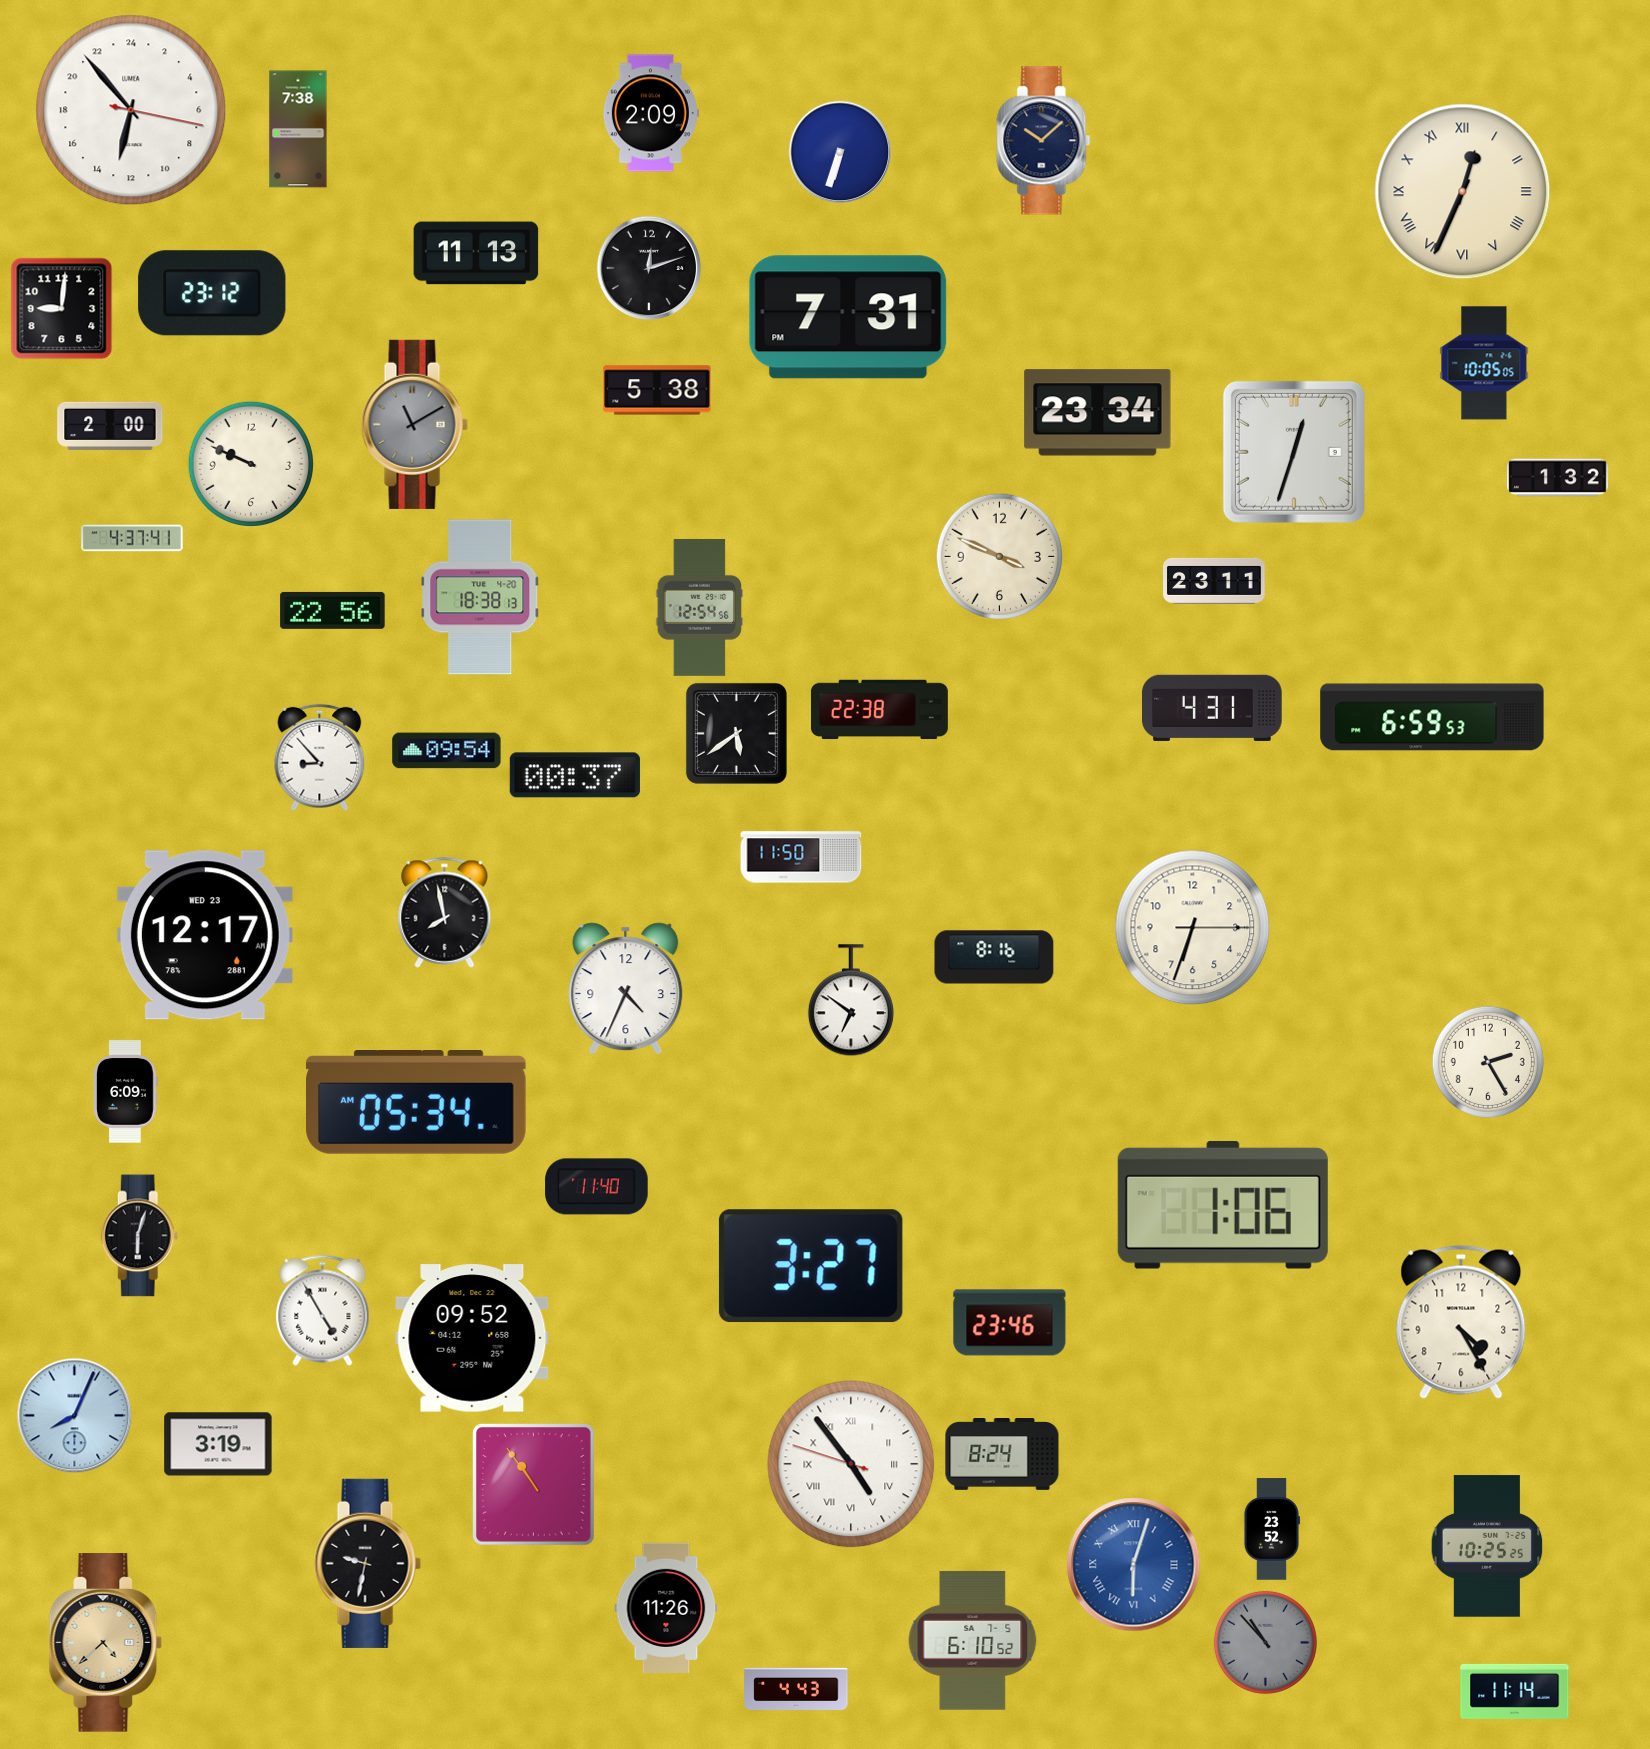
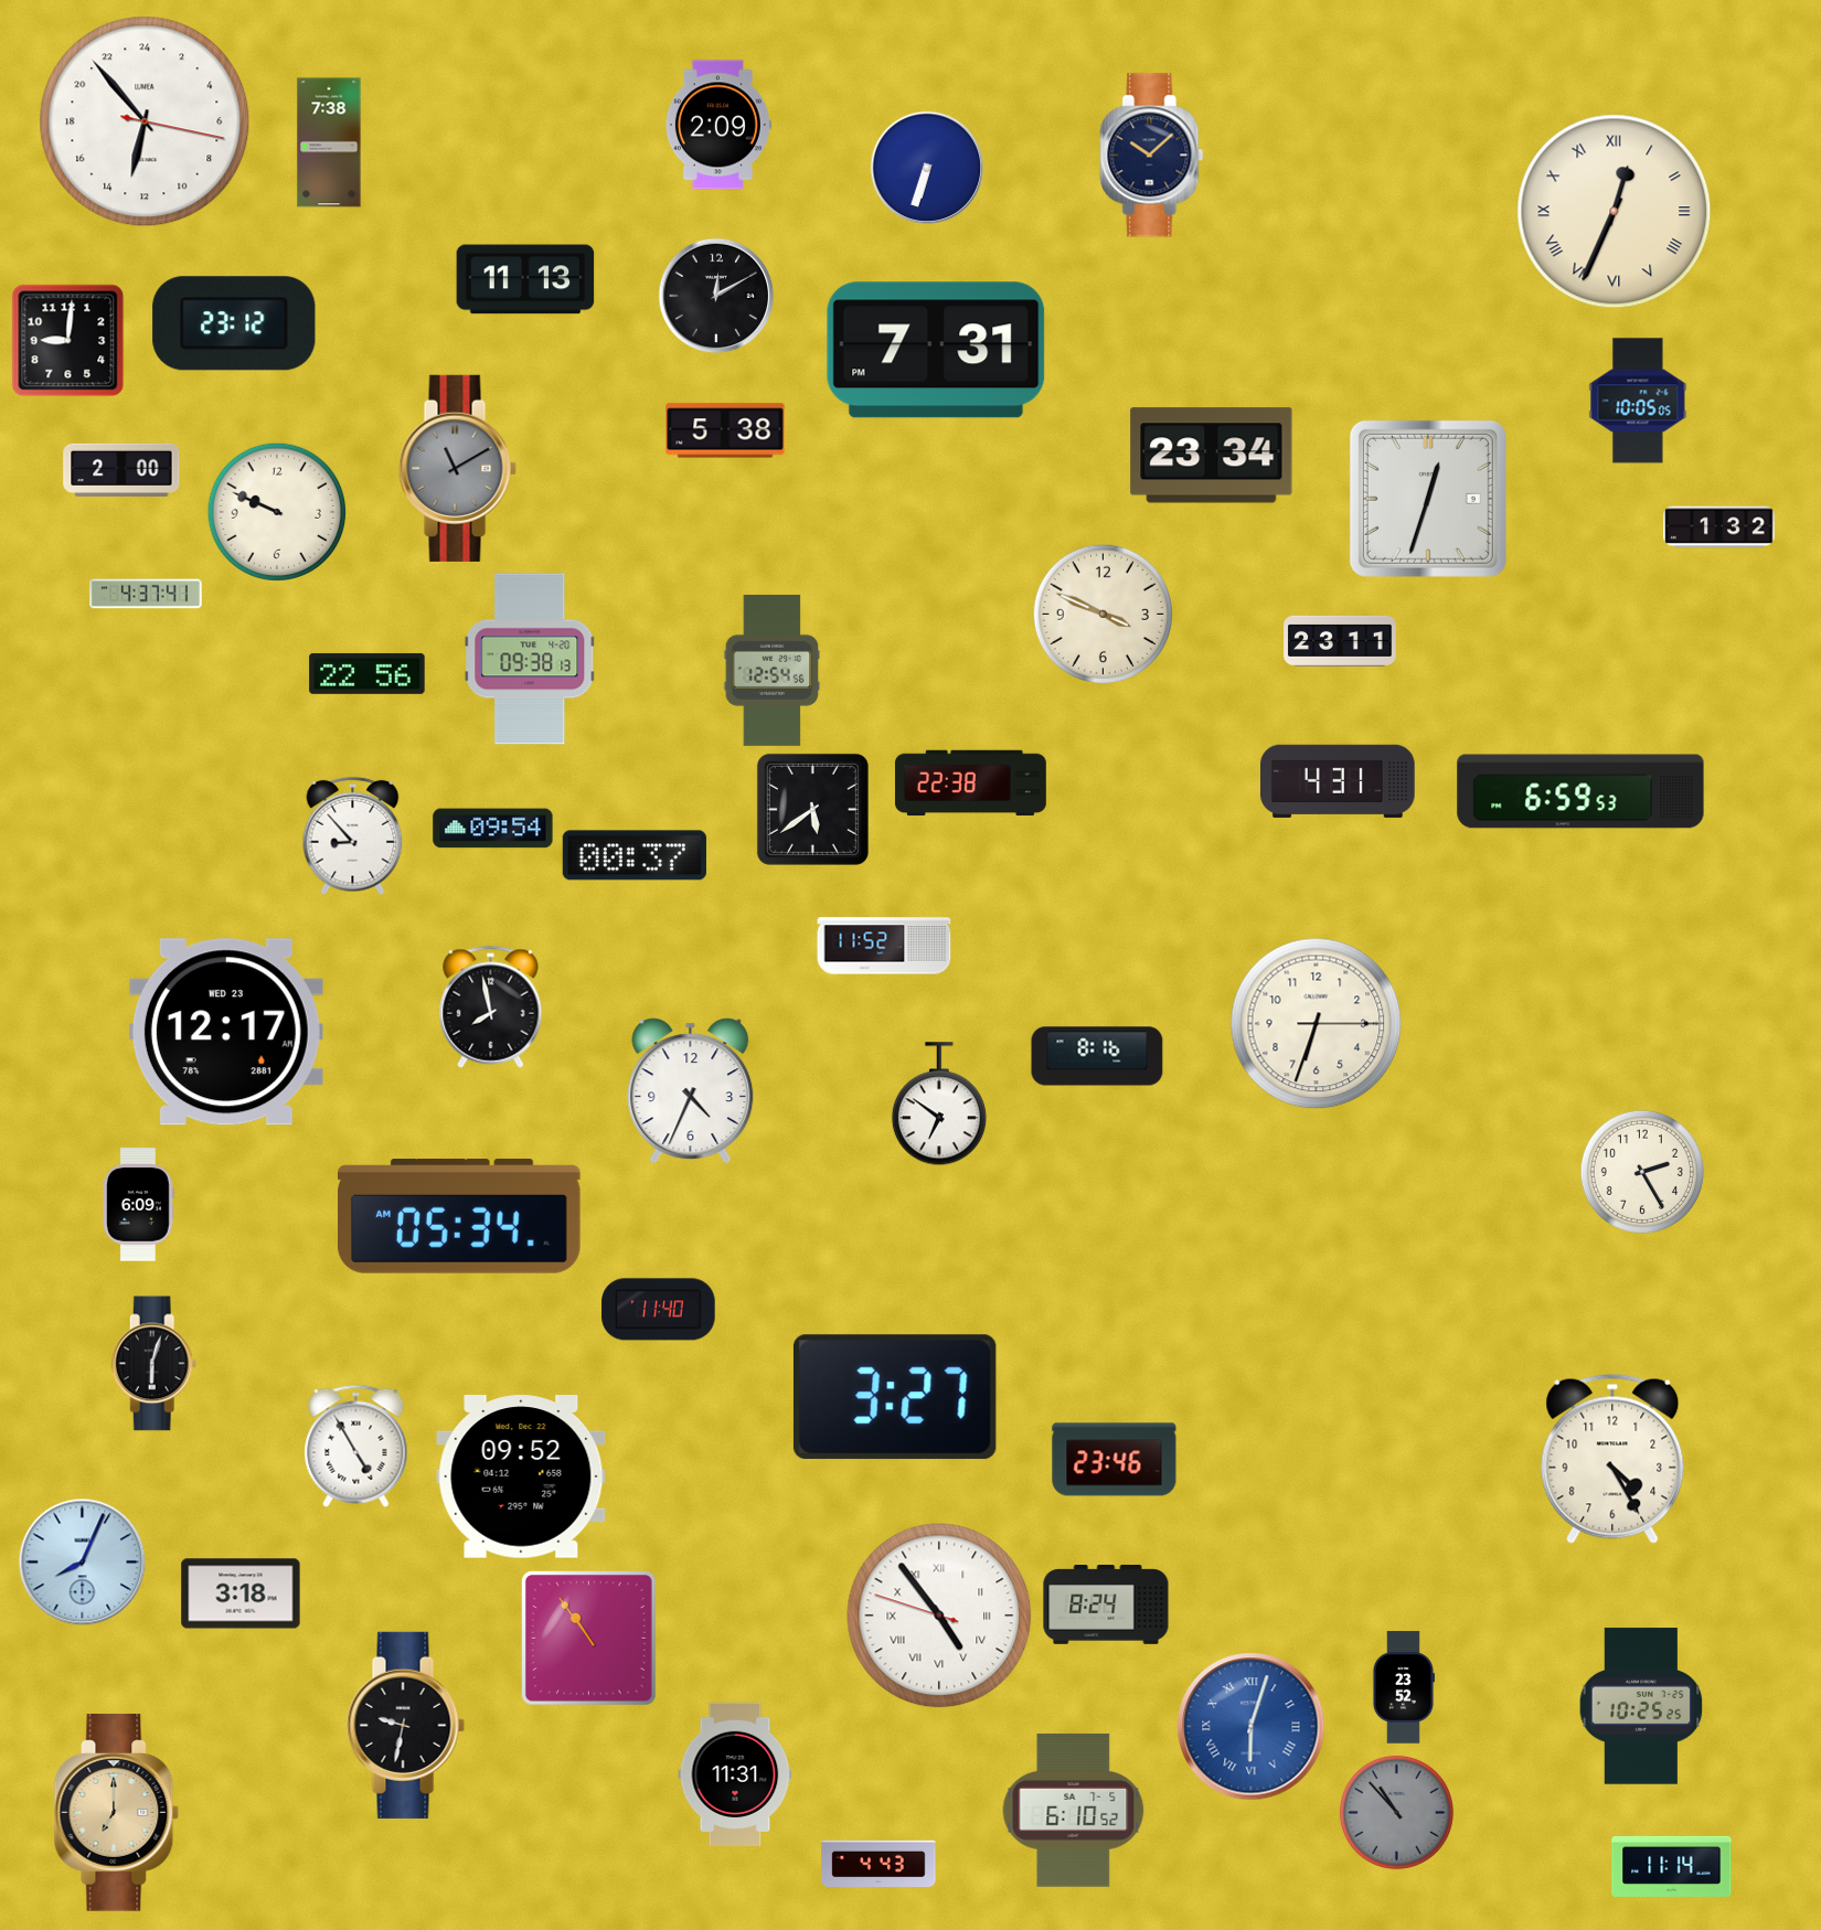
clock at (649, 268): 12:12 -> 12:10
clock at (480, 597): 18:38 -> 09:38
clock at (801, 857): 11:50 -> 11:52
clock at (1223, 1205): 1:06 -> none
clock at (218, 1444): 3:19 -> 3:18
clock at (666, 1608): 11:26 -> 11:31
clock at (106, 1643): 4:38 -> 7:00
